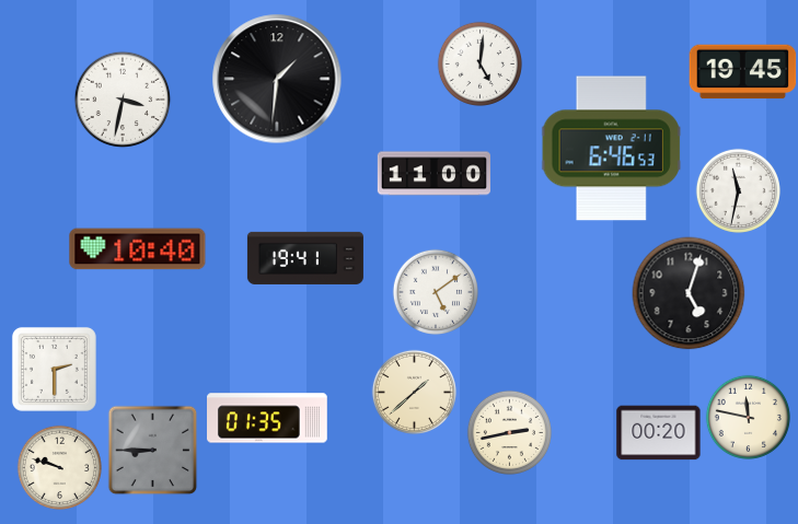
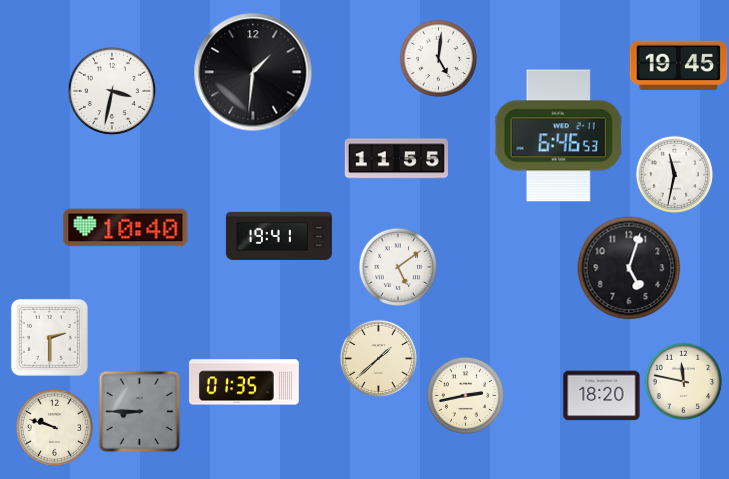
clock at (433, 174): 11:00 -> 11:55
clock at (659, 433): 00:20 -> 18:20
